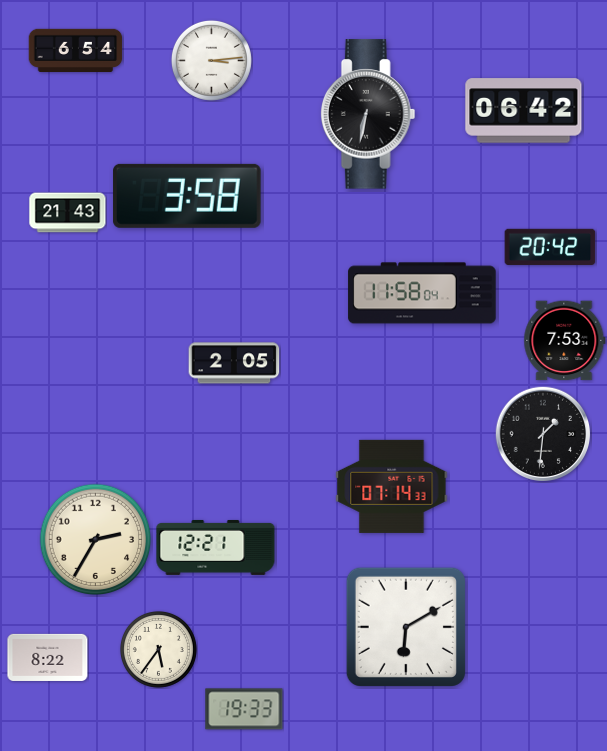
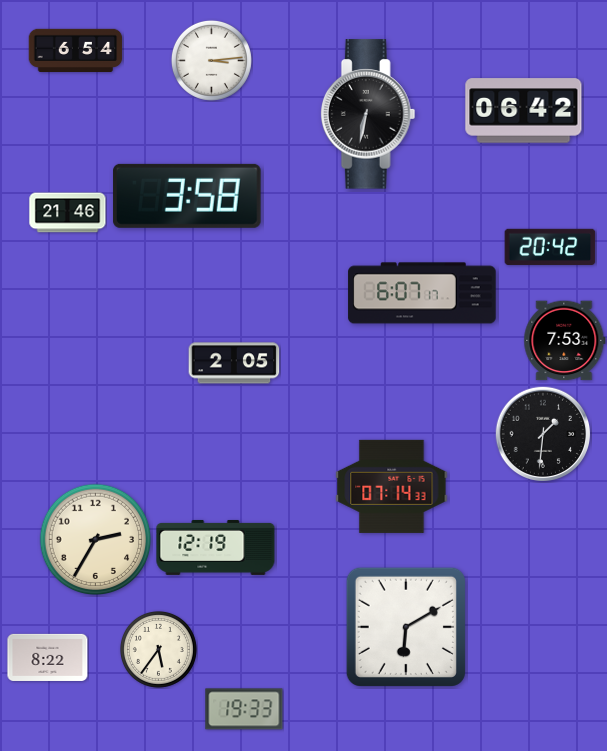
clock at (68, 213): 21:43 -> 21:46
clock at (422, 293): 11:58 -> 6:07
clock at (216, 547): 12:21 -> 12:19
